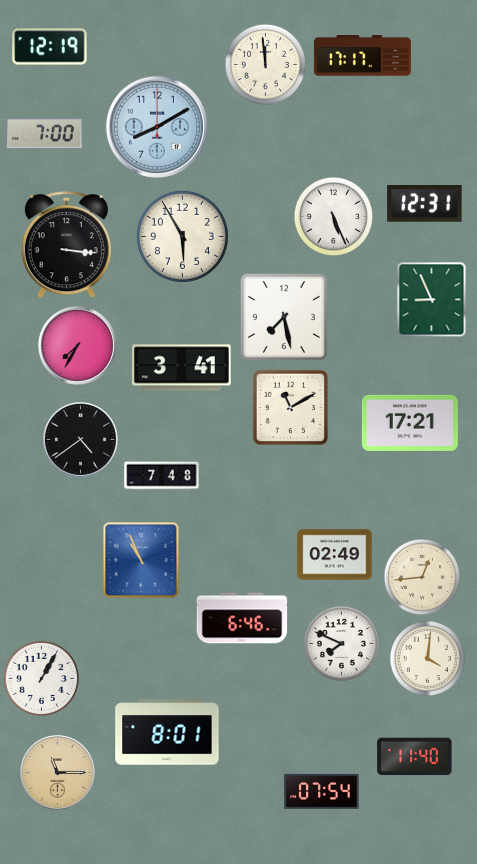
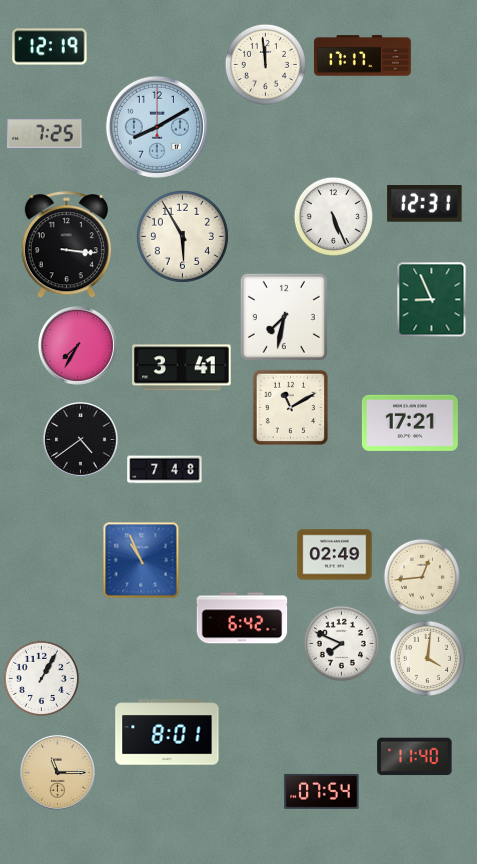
clock at (45, 133): 7:00 -> 7:25
clock at (284, 317): 7:28 -> 7:32
clock at (162, 476) position: (162, 476) -> (165, 470)
clock at (242, 618): 6:46 -> 6:42
